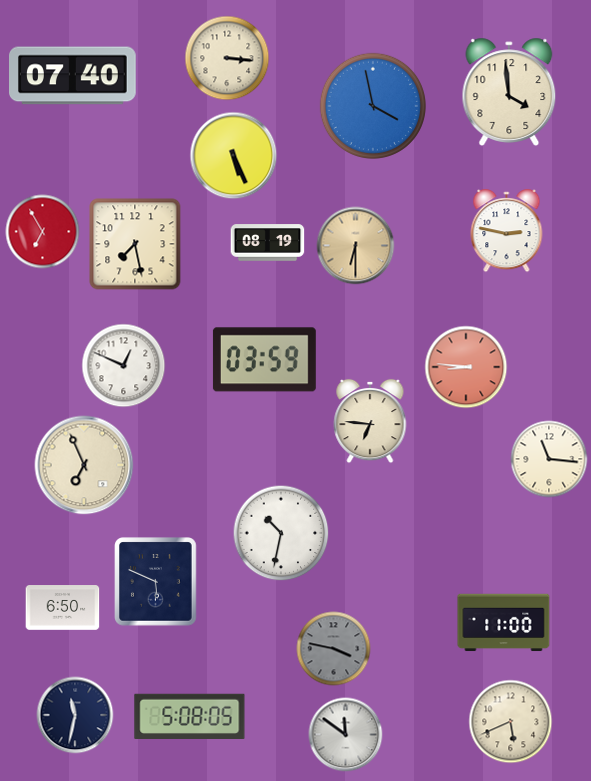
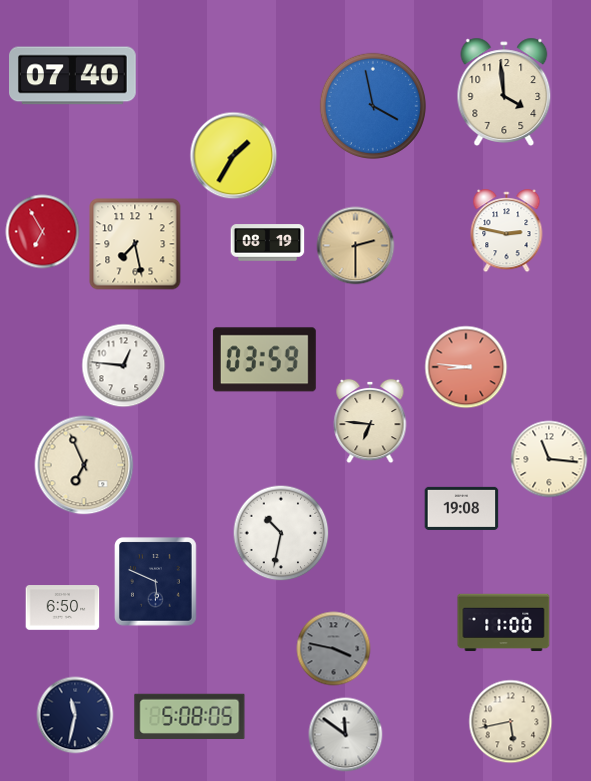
clock at (227, 58): 3:16 -> none
clock at (509, 92) position: (509, 92) -> (504, 92)
clock at (234, 156): 5:26 -> 1:35
clock at (356, 246): 6:30 -> 2:30
clock at (124, 366): 12:49 -> 12:46
clock at (462, 508): none -> 19:08
clock at (511, 722): 5:41 -> 5:43
